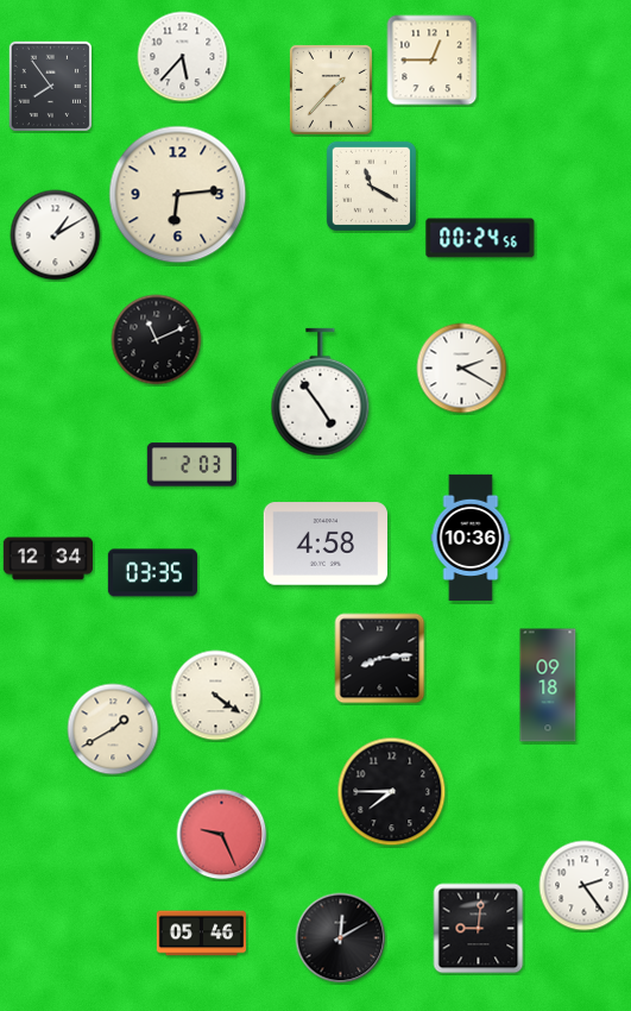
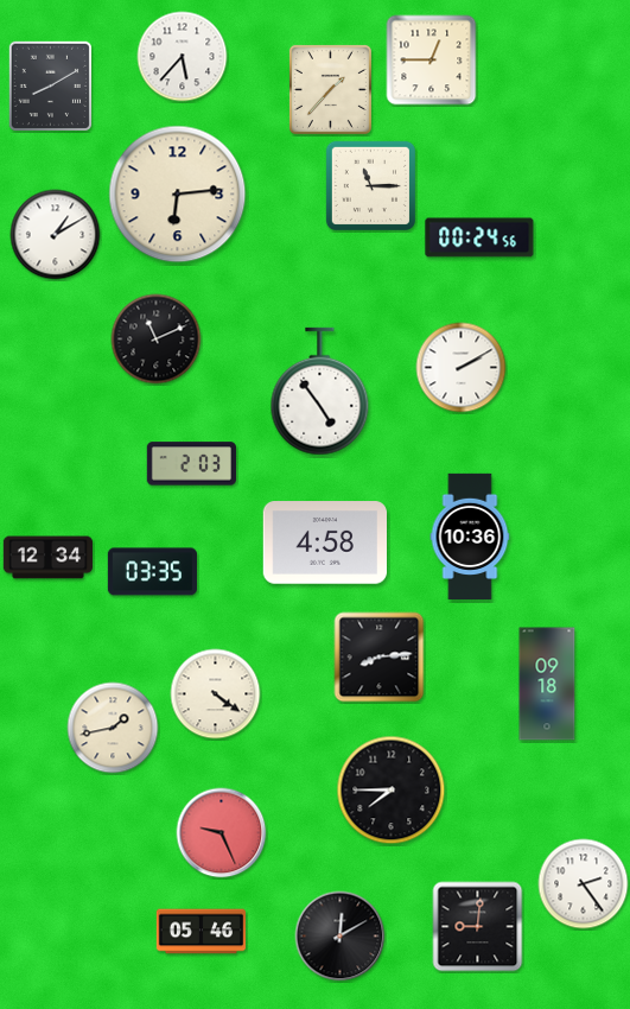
clock at (50, 86): 7:54 -> 8:10
clock at (371, 186): 11:20 -> 11:15
clock at (462, 369): 2:20 -> 2:10
clock at (113, 729): 1:40 -> 1:43
